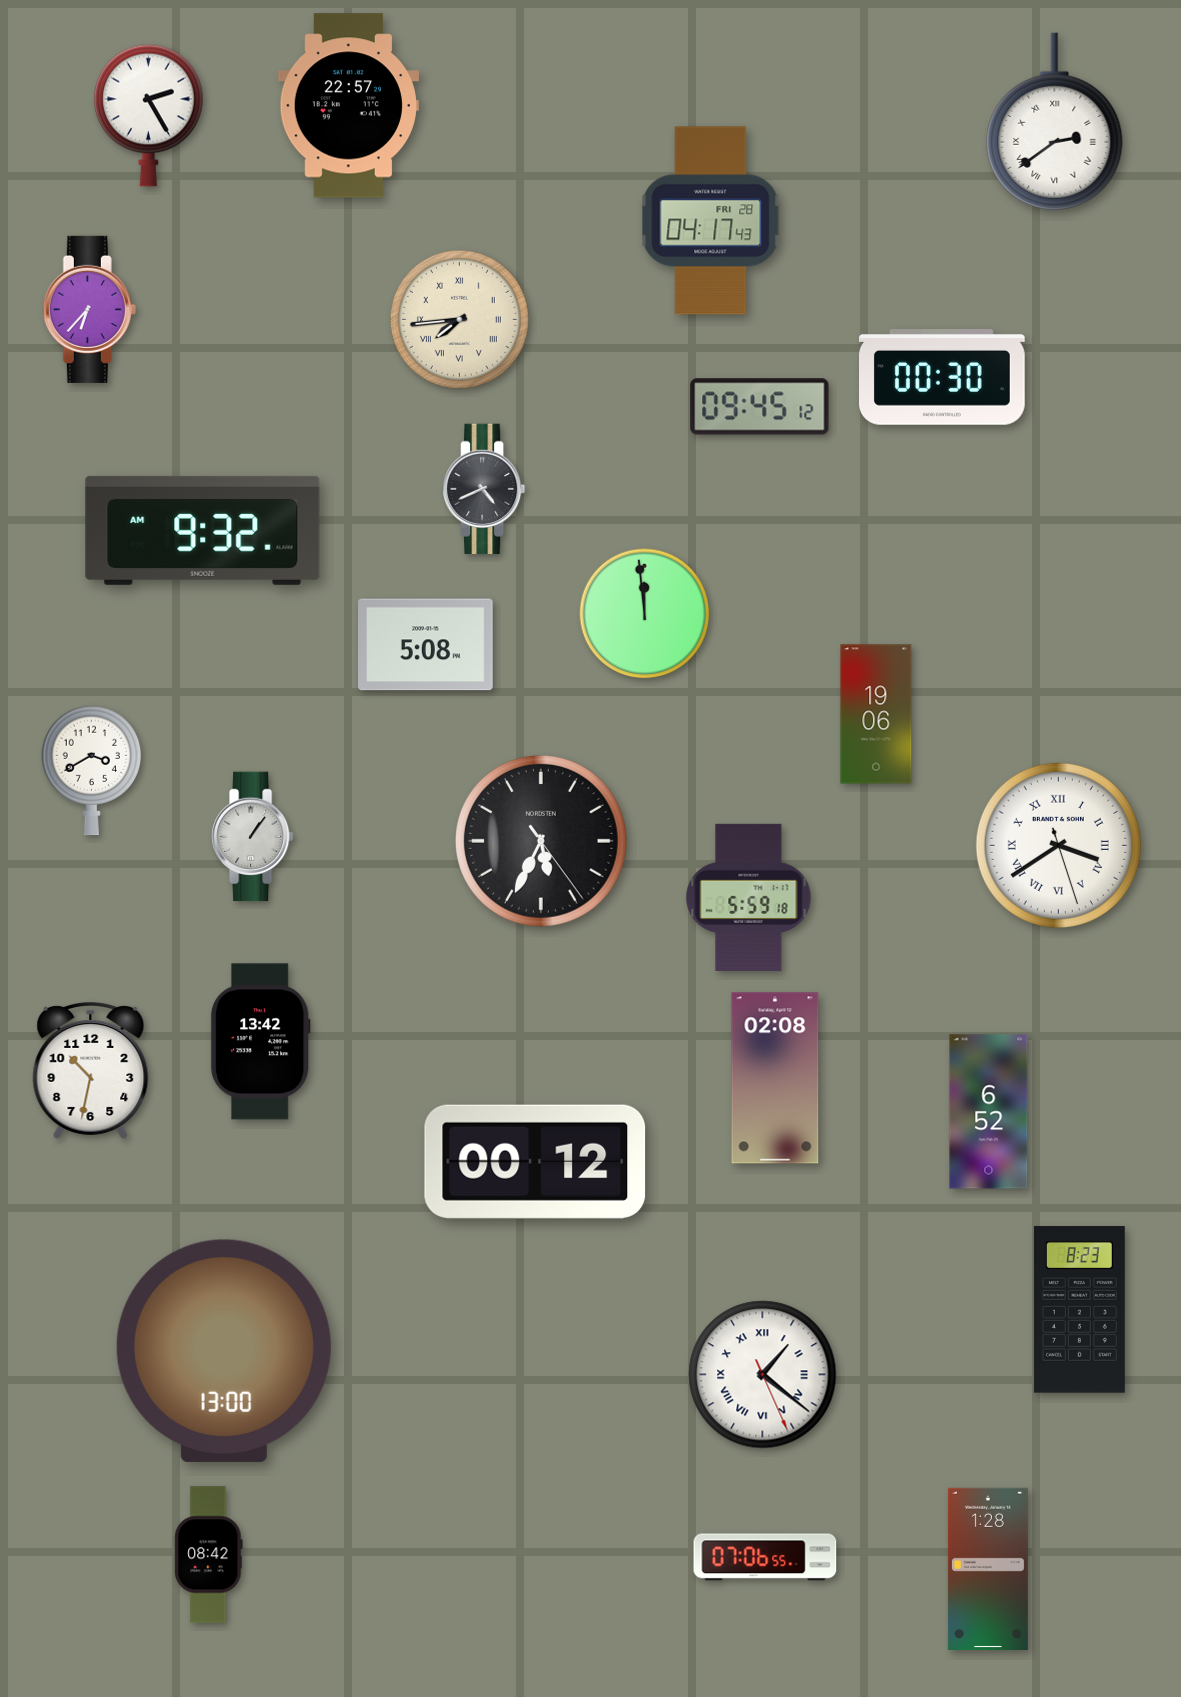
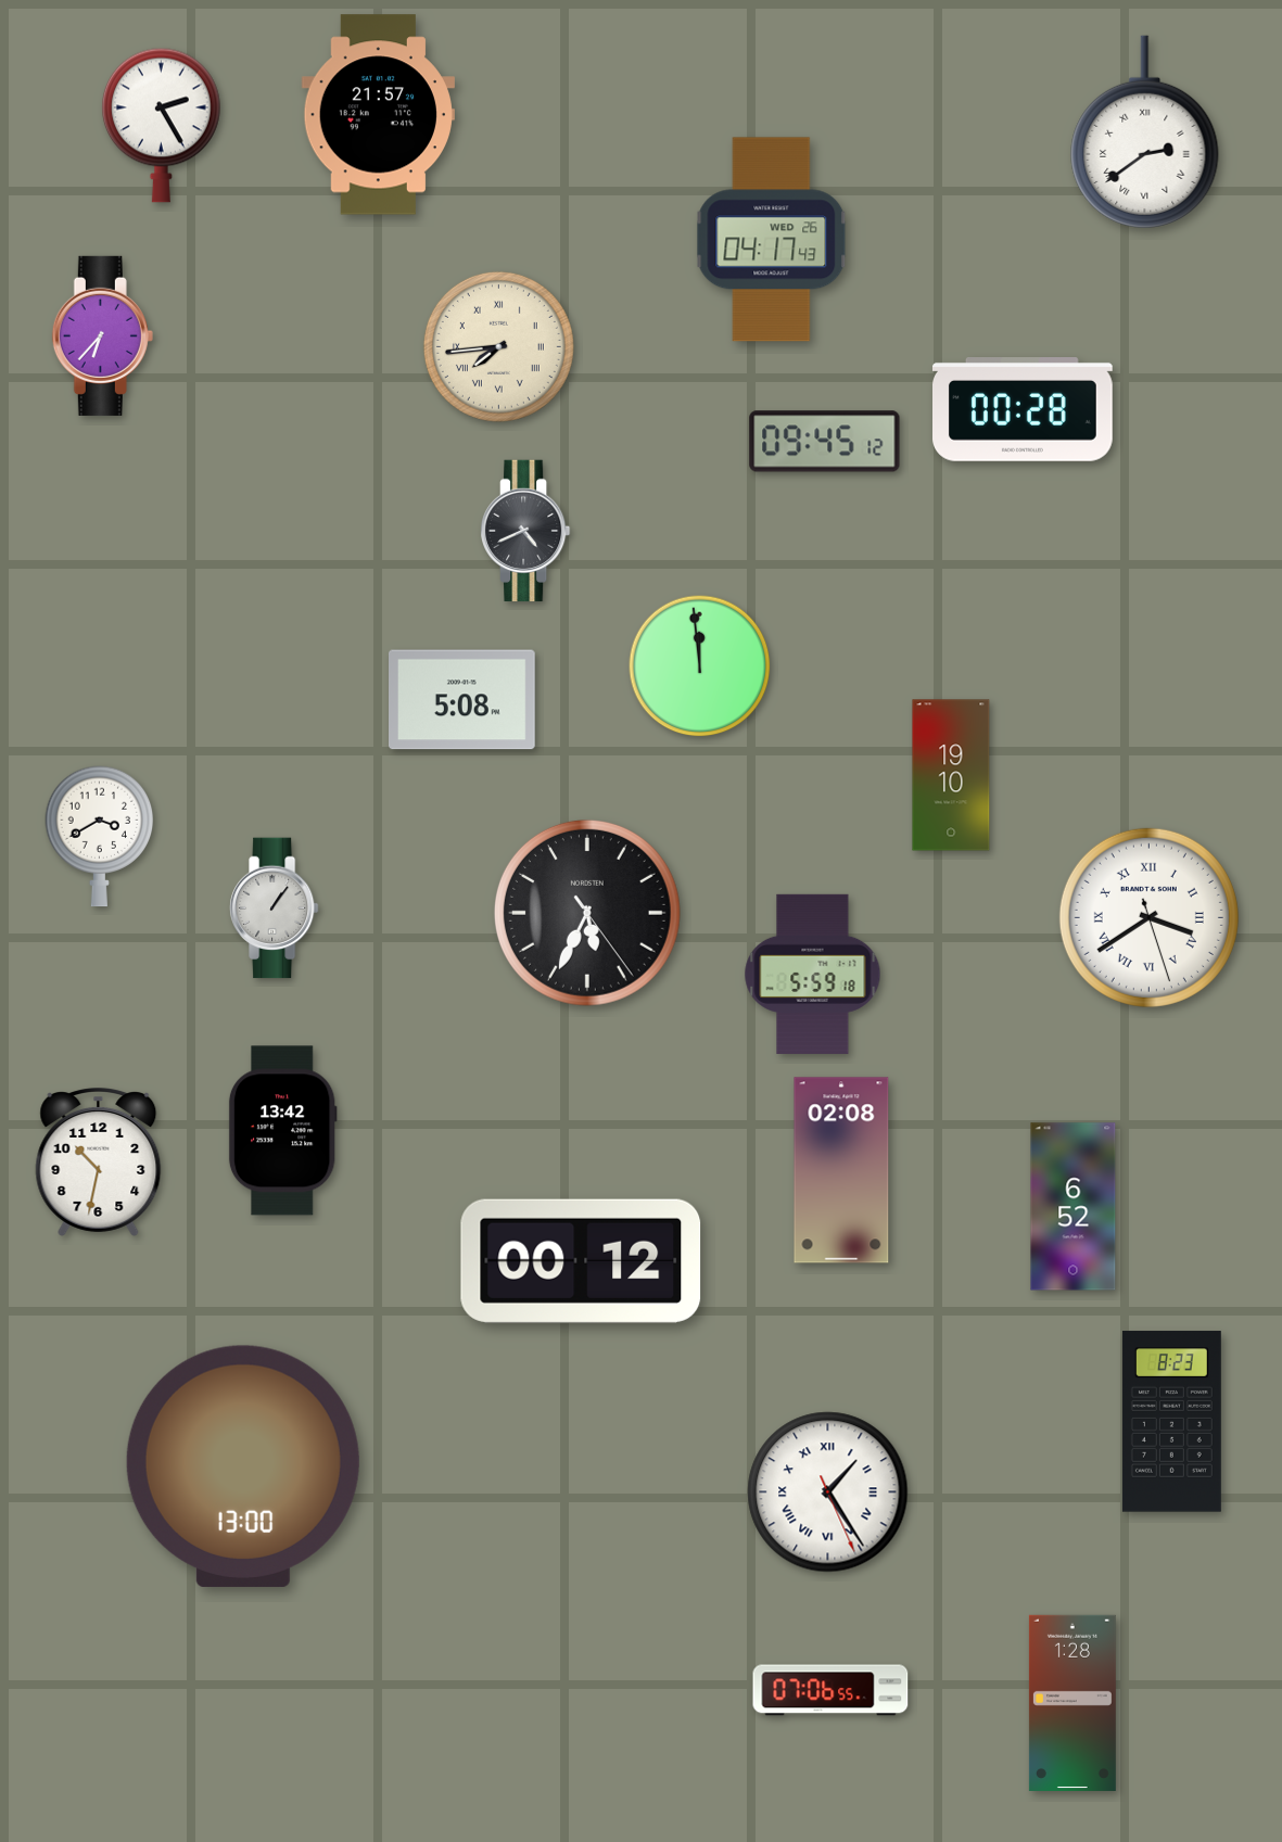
clock at (348, 106): 22:57 -> 21:57
clock at (711, 221) date: FRI 28 -> WED 26
clock at (89, 309) position: (89, 309) -> (102, 335)
clock at (943, 378): 00:30 -> 00:28
clock at (203, 530): 9:32 -> none
clock at (876, 714): 19:06 -> 19:10
clock at (763, 1375): 1:21 -> 1:24
clock at (209, 1555): 08:42 -> none
